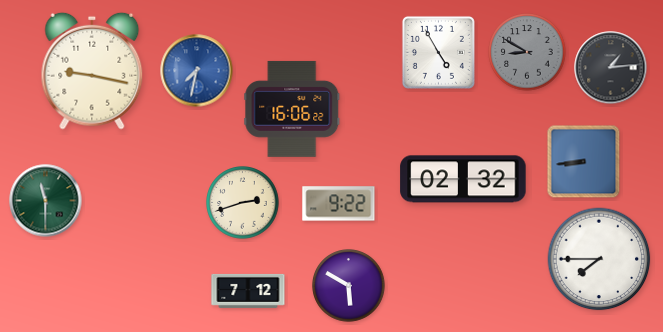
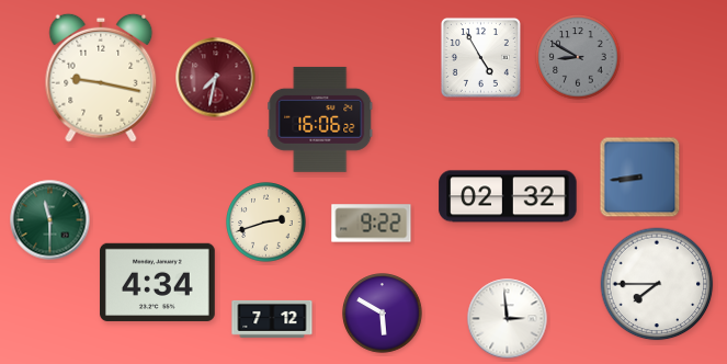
clock at (611, 68): 1:14 -> none
clock at (197, 71) dial: blue -> burgundy
clock at (158, 282): none -> 4:34
clock at (508, 319): none -> 2:59
